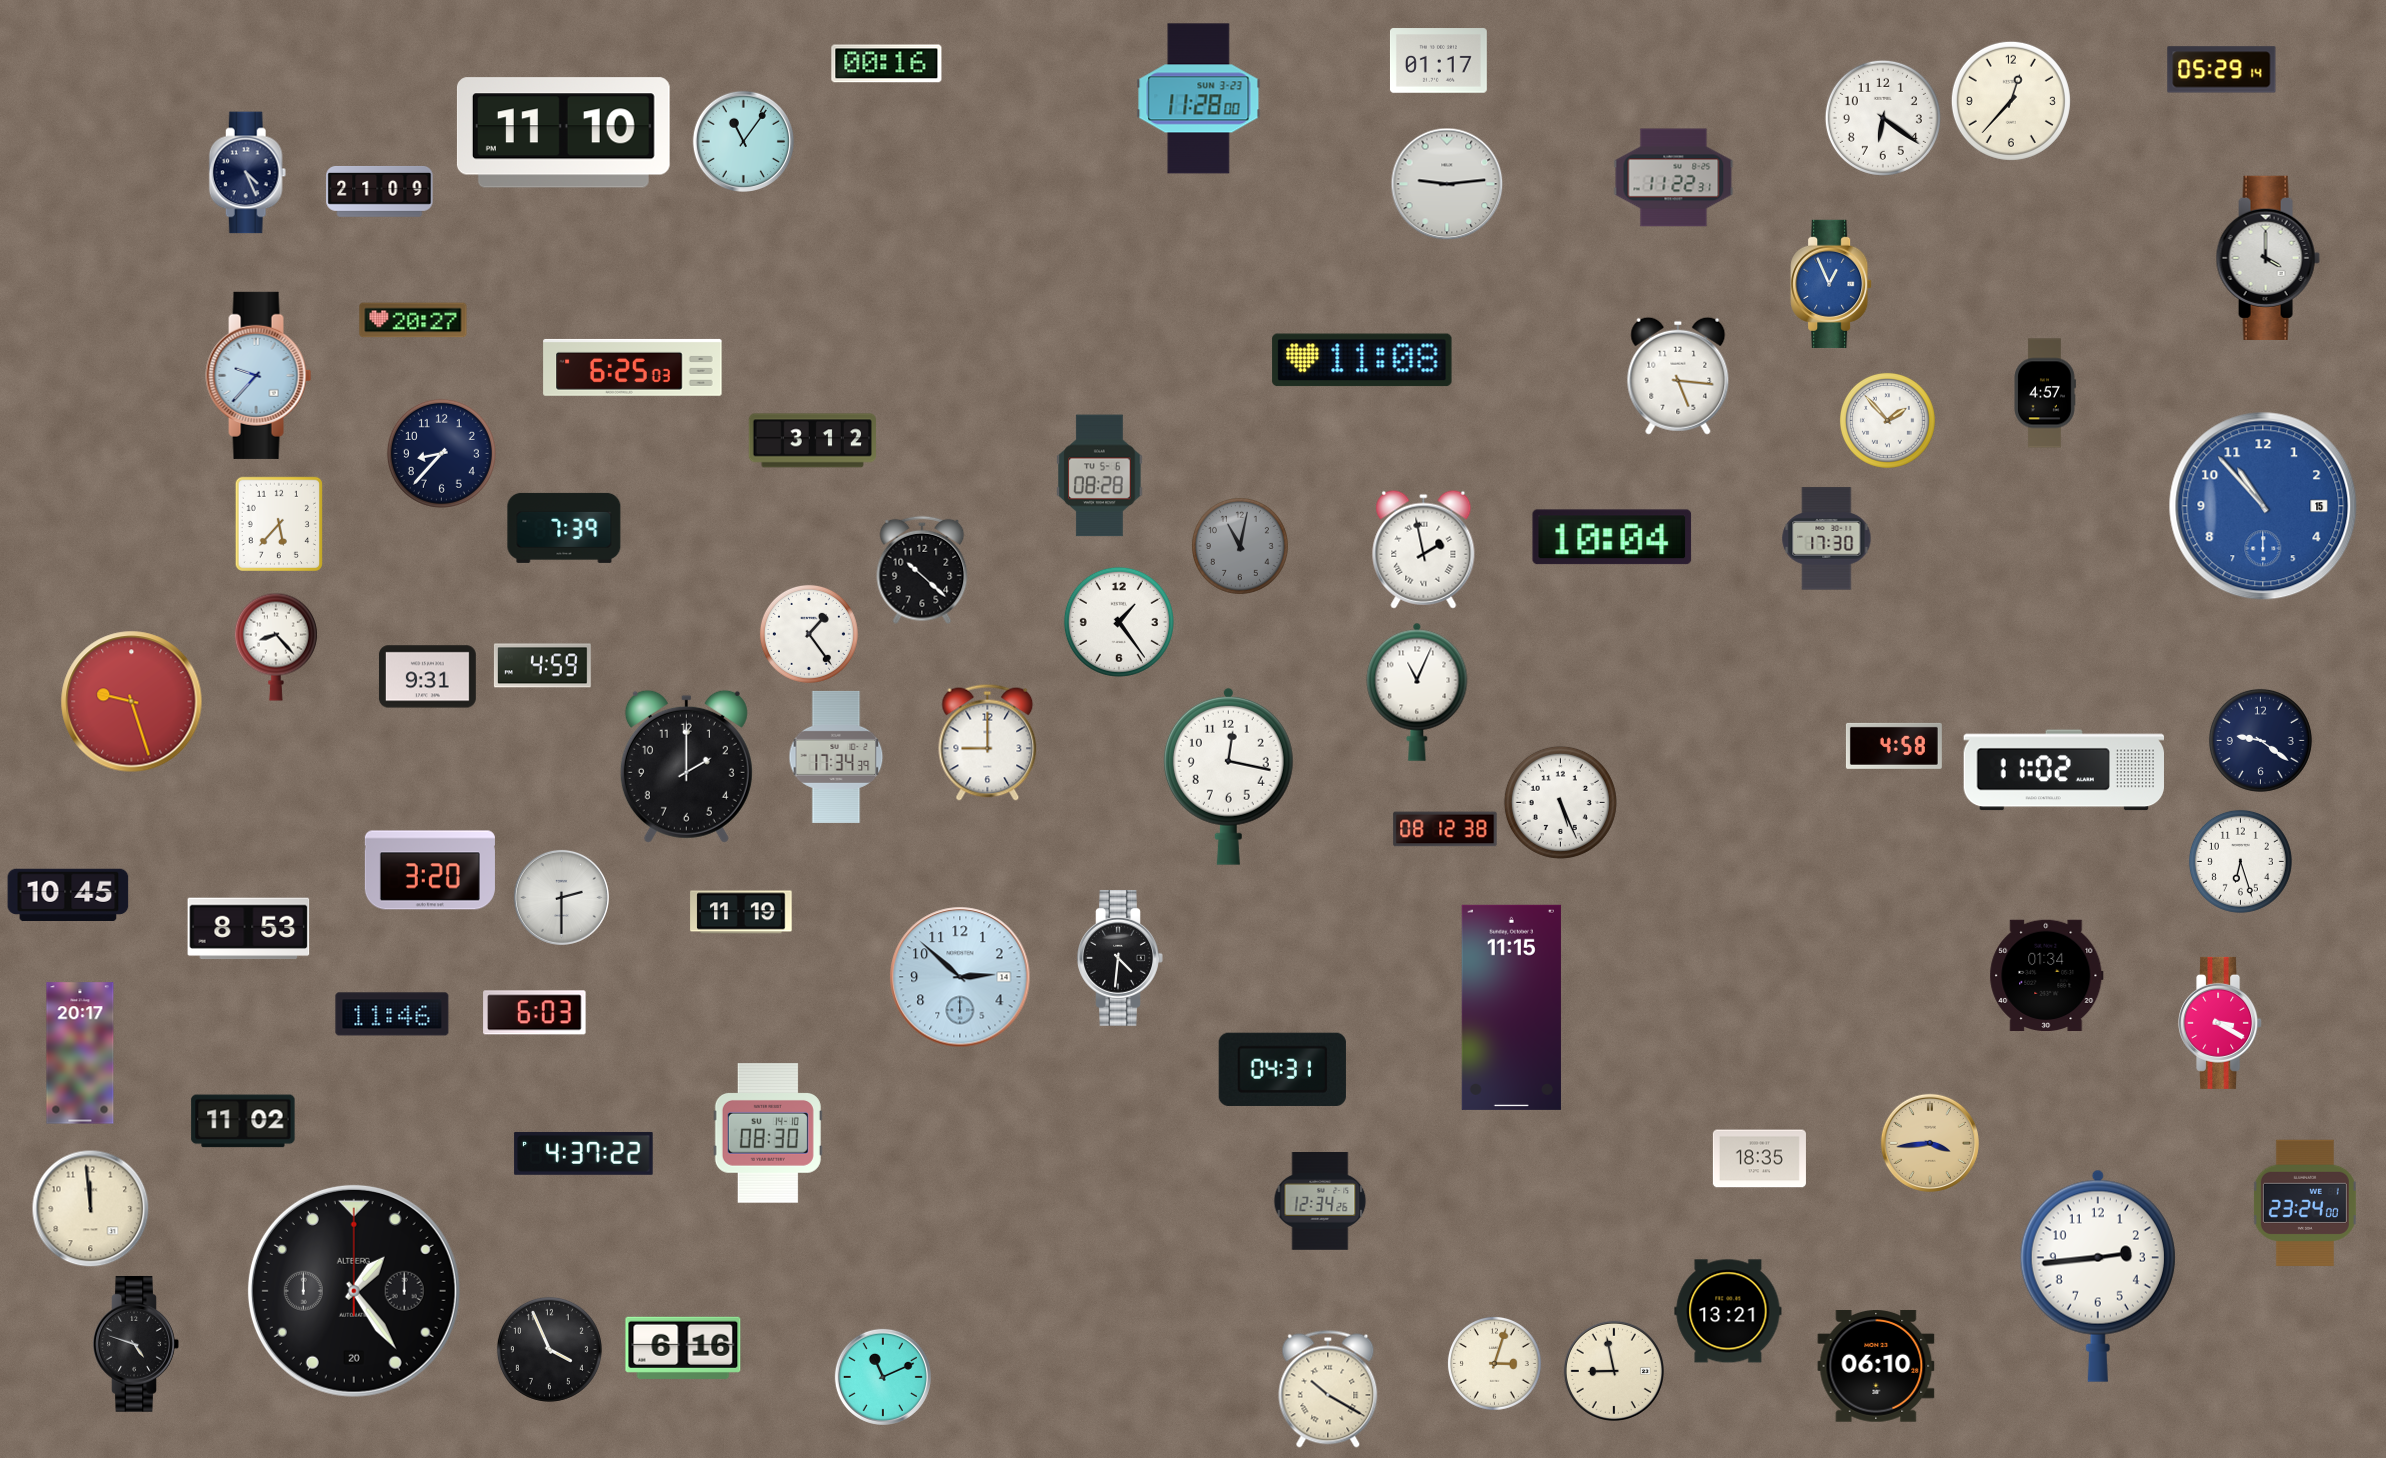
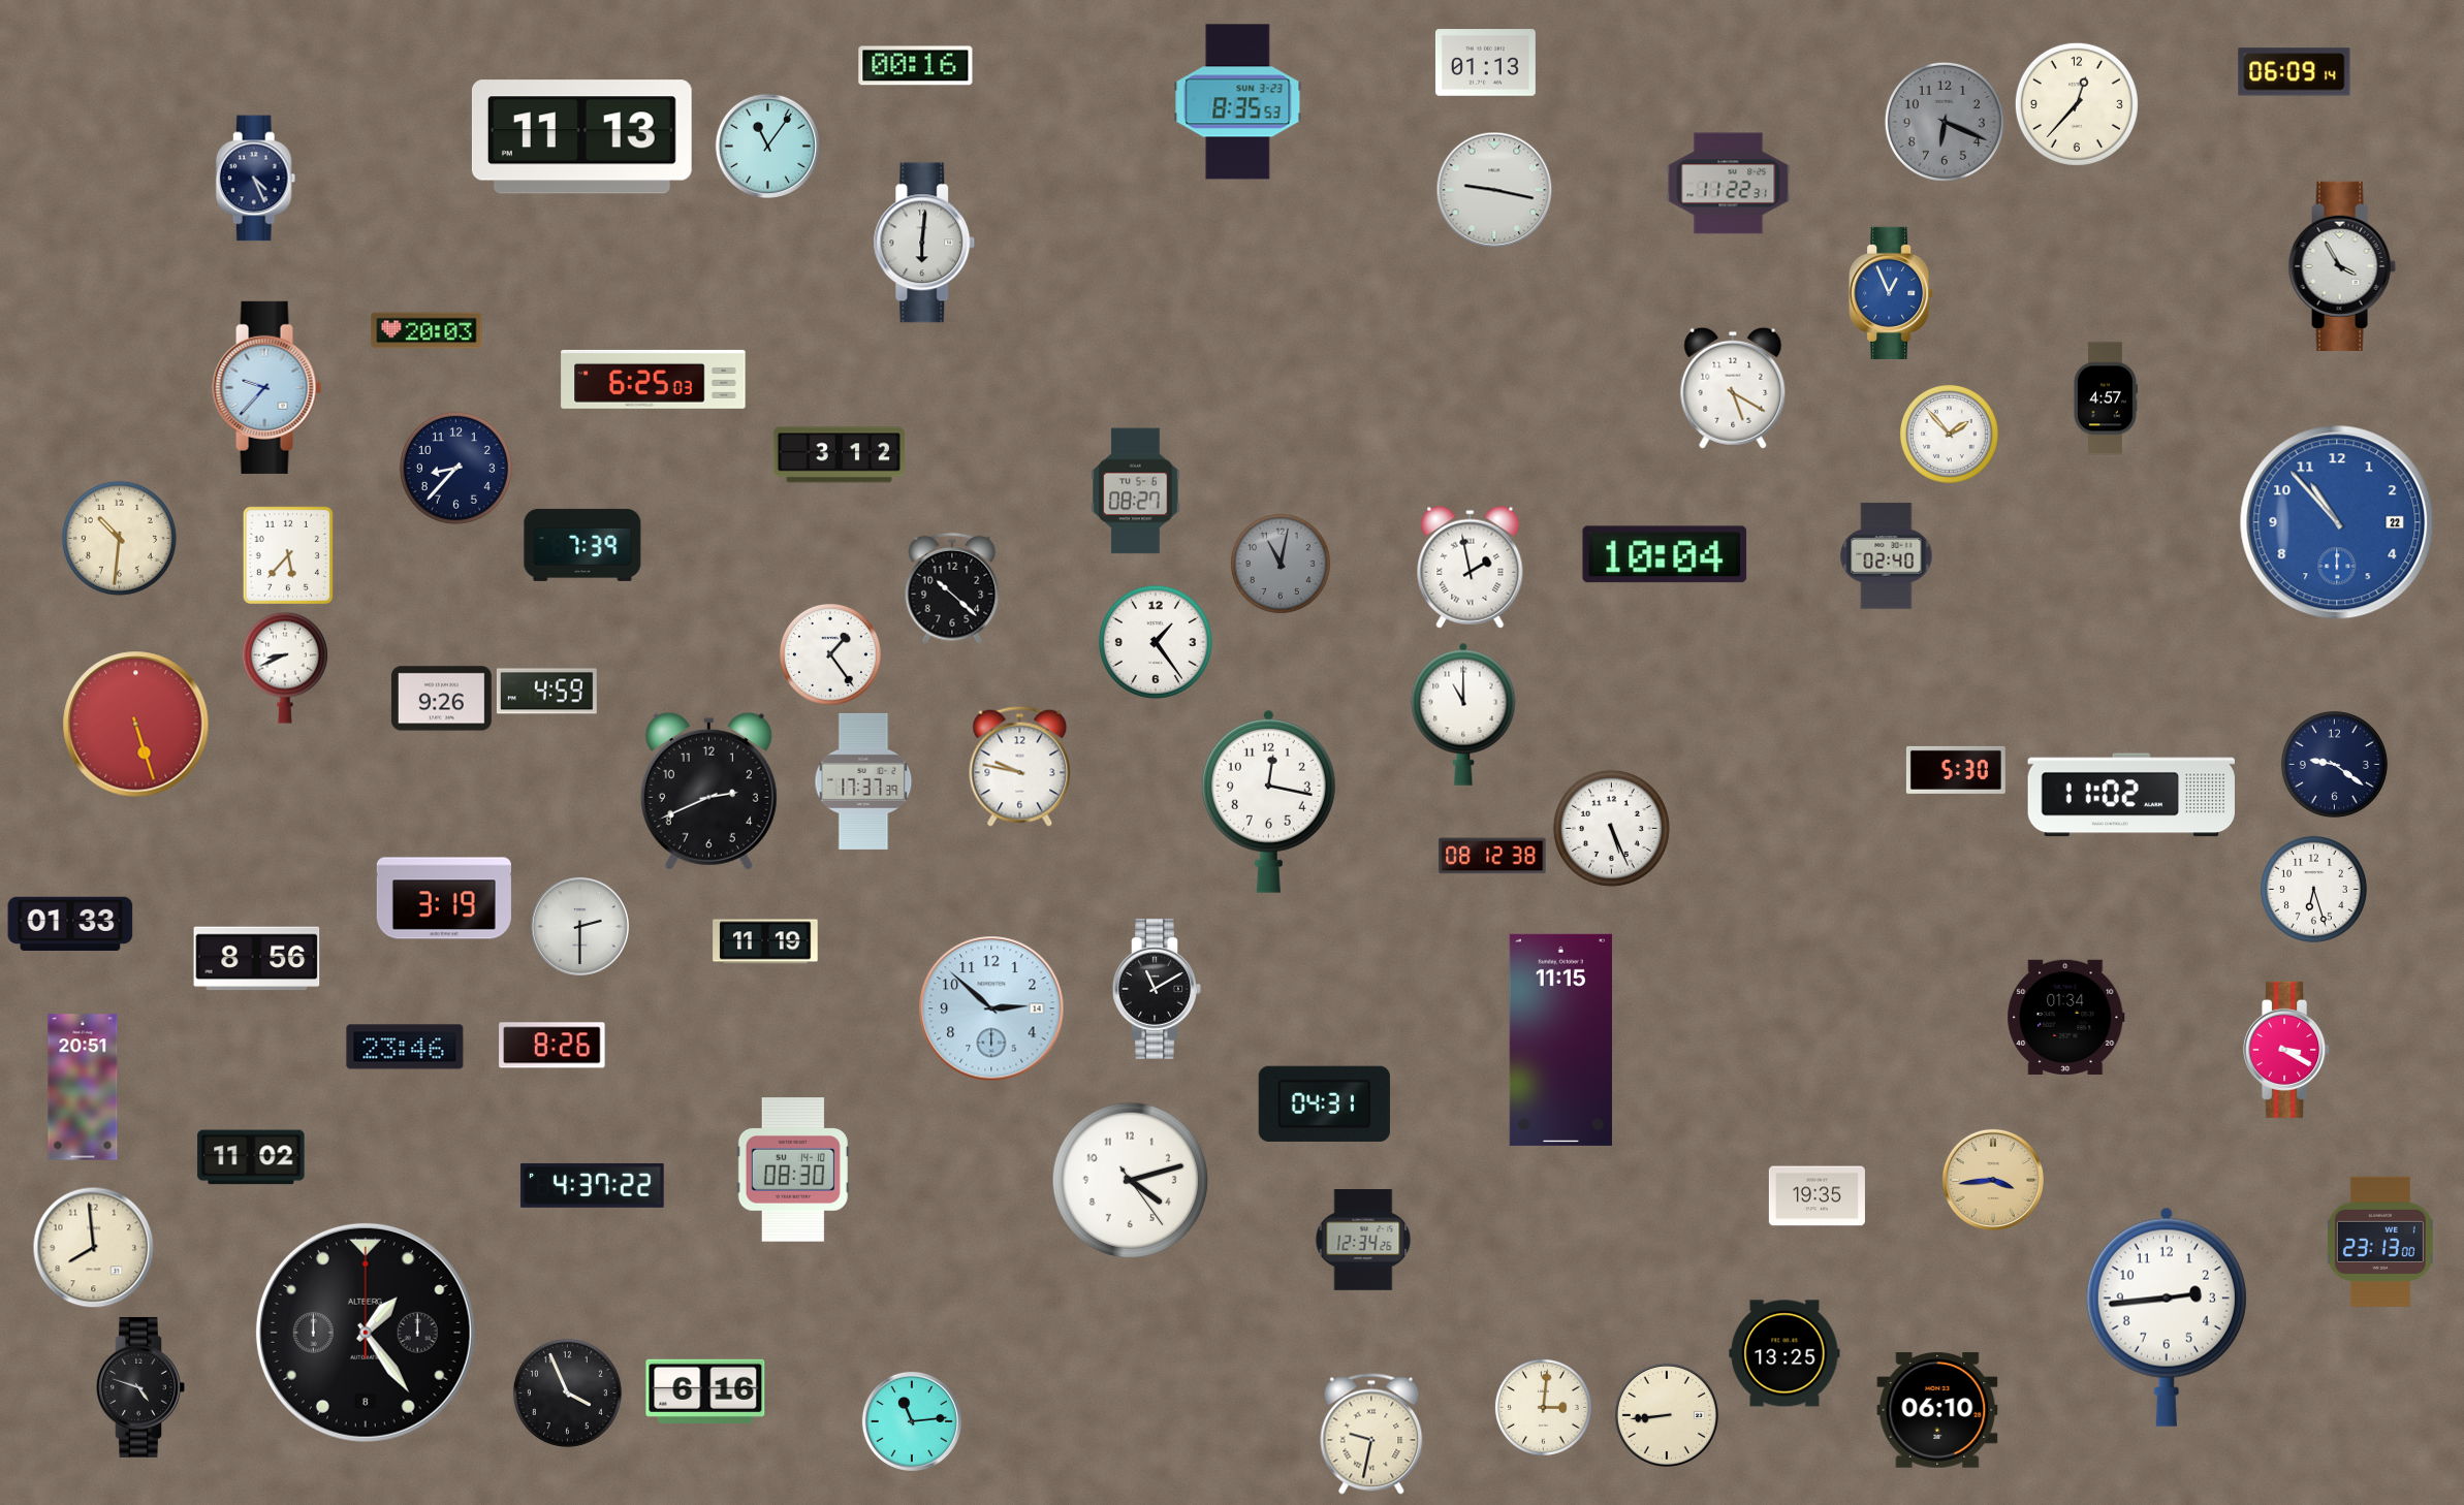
clock at (1438, 61): 01:17 -> 01:13
clock at (2222, 70): 05:29 -> 06:09
clock at (1199, 99): 11:28 -> 8:35
clock at (1883, 118): 6:21 -> 6:19
clock at (1883, 118) dial: white -> grey
clock at (563, 133): 11:10 -> 11:13
clock at (1447, 184): 9:14 -> 9:17
clock at (380, 191): 21:09 -> none
clock at (924, 243): none -> 6:01
clock at (2268, 258): 4:00 -> 3:55
clock at (413, 320): 20:27 -> 20:03
clock at (1362, 360): 11:08 -> none
clock at (1678, 376): 5:16 -> 5:20
clock at (2045, 393) position: (2045, 393) -> (2106, 398)
clock at (1100, 476): 08:28 -> 08:27
clock at (2263, 506) date: 15 -> 22
clock at (119, 538): none -> 10:31
clock at (279, 523) position: (279, 523) -> (288, 554)
clock at (1827, 539): 17:30 -> 02:40
clock at (809, 634) position: (809, 634) -> (830, 654)
clock at (276, 647): 8:23 -> 8:41
clock at (542, 666) position: (542, 666) -> (546, 692)
clock at (427, 677): 9:31 -> 9:26
clock at (1417, 692): 11:04 -> 11:00
clock at (132, 702): 9:27 -> 5:27
clock at (988, 742): 9:00 -> 9:47
clock at (1894, 746): 4:58 -> 5:30
clock at (836, 757): 17:34 -> 17:37
clock at (686, 766): 2:00 -> 2:41
clock at (430, 870): 3:20 -> 3:19
clock at (68, 894): 10:45 -> 01:33
clock at (249, 929): 8:53 -> 8:56
clock at (1120, 958): 4:31 -> 11:10
clock at (2047, 975) position: (2047, 975) -> (2066, 1017)
clock at (535, 1013): 6:03 -> 8:26
clock at (392, 1014): 11:46 -> 23:46
clock at (2221, 1023) position: (2221, 1023) -> (2287, 1050)
clock at (80, 1053): 20:17 -> 20:51
clock at (1131, 1181): none -> 4:12
clock at (584, 1153) position: (584, 1153) -> (593, 1185)
clock at (1759, 1159): 18:35 -> 19:35
clock at (2305, 1203): 23:24 -> 23:13
clock at (91, 1209): 11:59 -> 7:59
clock at (354, 1291) date: 20 -> 8
clock at (1728, 1311): 13:21 -> 13:25
clock at (1494, 1363): 3:03 -> 3:01
clock at (1614, 1371): 8:58 -> 8:44
clock at (883, 1377): 11:11 -> 11:14
clock at (1328, 1389): 10:20 -> 9:32
